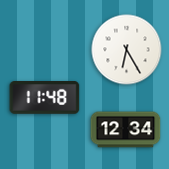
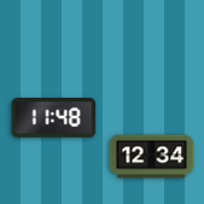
clock at (127, 50): 6:25 -> none
